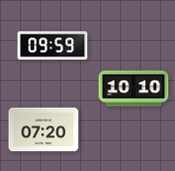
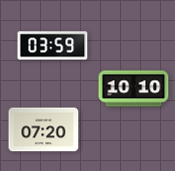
clock at (53, 46): 09:59 -> 03:59
